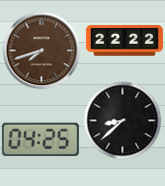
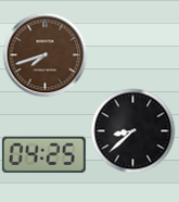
clock at (124, 41): 22:22 -> none
clock at (40, 140) position: (40, 140) -> (43, 155)
